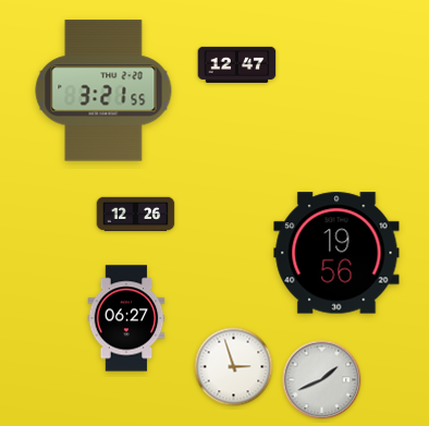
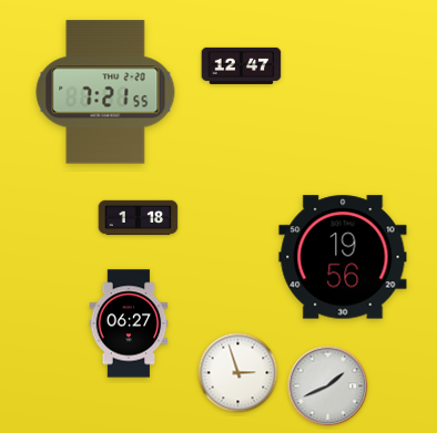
clock at (103, 90): 3:21 -> 7:21
clock at (136, 215): 12:26 -> 1:18
